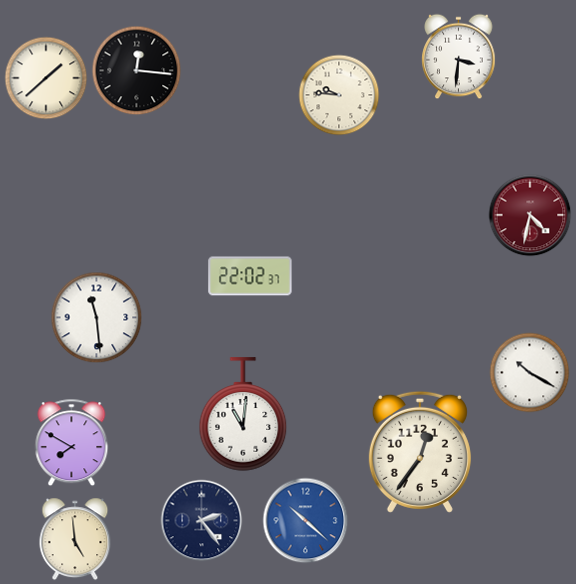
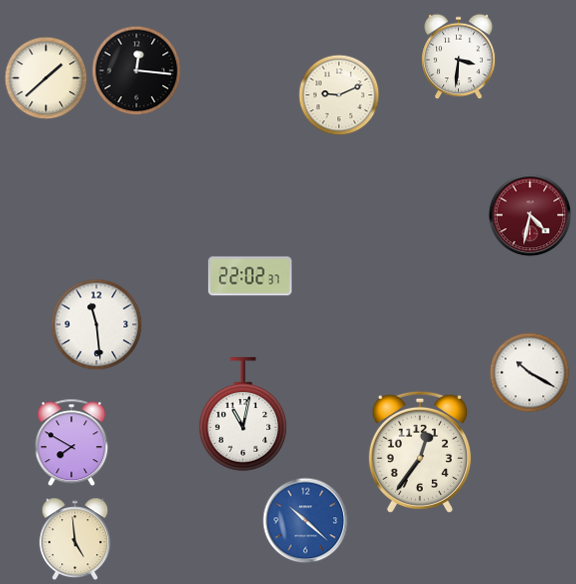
clock at (339, 95): 9:46 -> 9:11
clock at (97, 318) position: (97, 318) -> (97, 325)
clock at (243, 414): 11:01 -> 11:02
clock at (202, 521): 2:24 -> none
